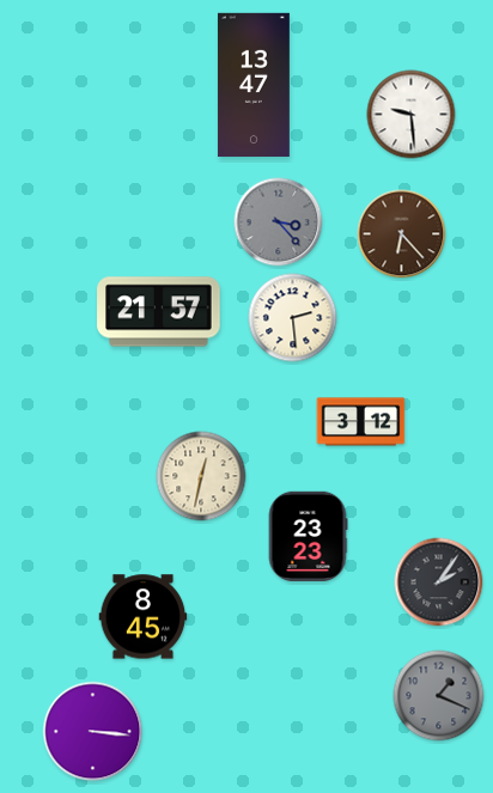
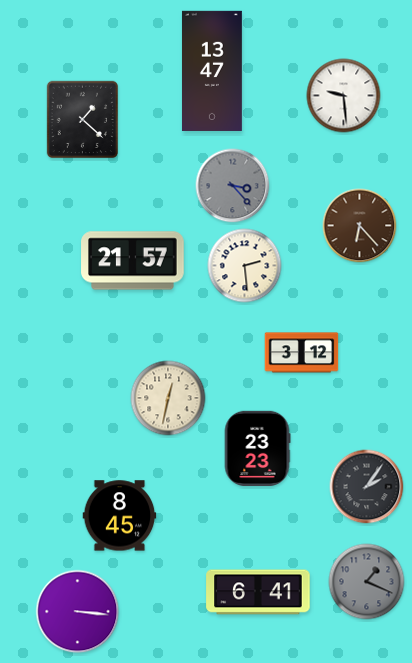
clock at (82, 120): none -> 1:22
clock at (402, 234) position: (402, 234) -> (360, 226)
clock at (258, 592): none -> 6:41
